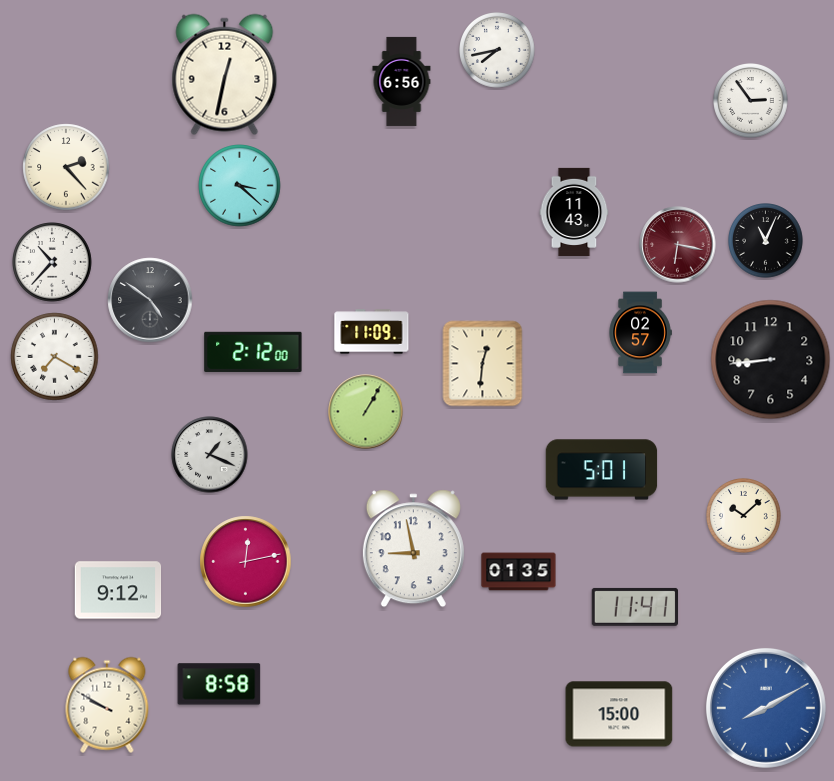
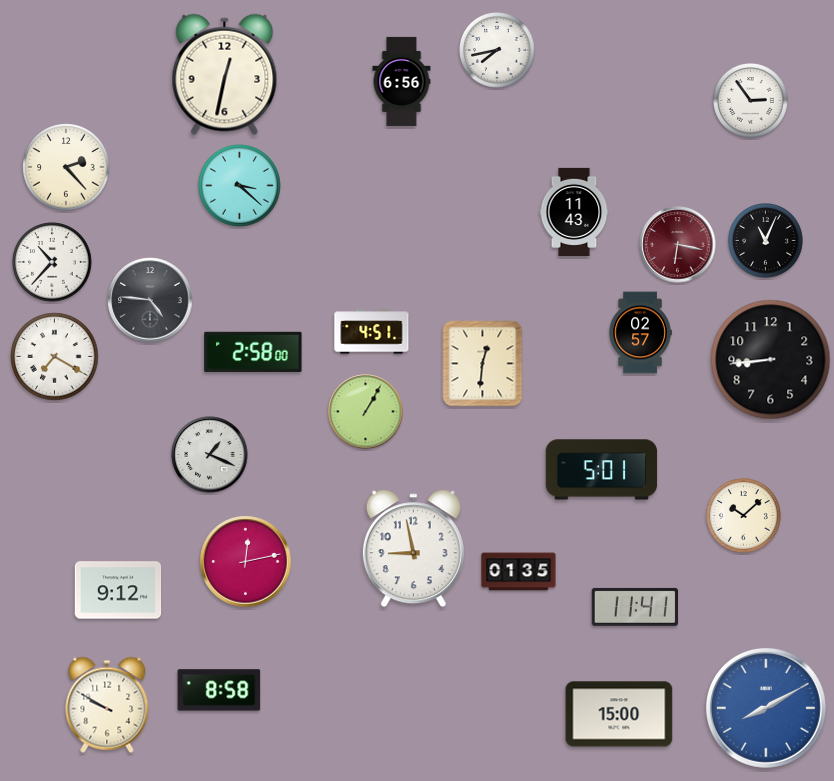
clock at (150, 300): 4:51 -> 4:46
clock at (372, 332): 11:09 -> 4:51
clock at (253, 352): 2:12 -> 2:58
clock at (219, 684) position: (219, 684) -> (219, 690)
